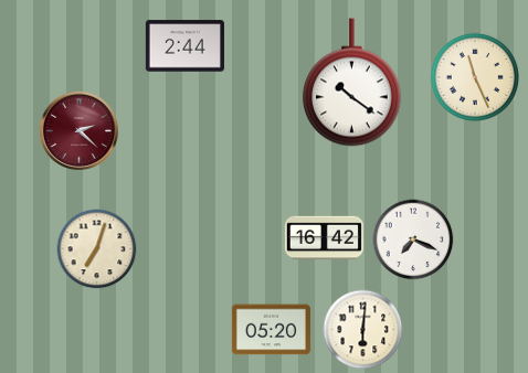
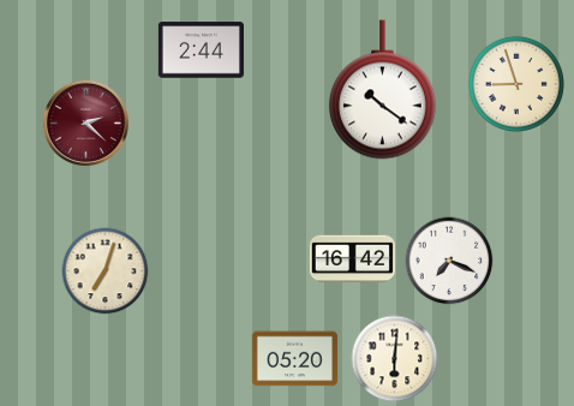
clock at (475, 77): 11:26 -> 8:57
clock at (78, 130) position: (78, 130) -> (85, 123)
